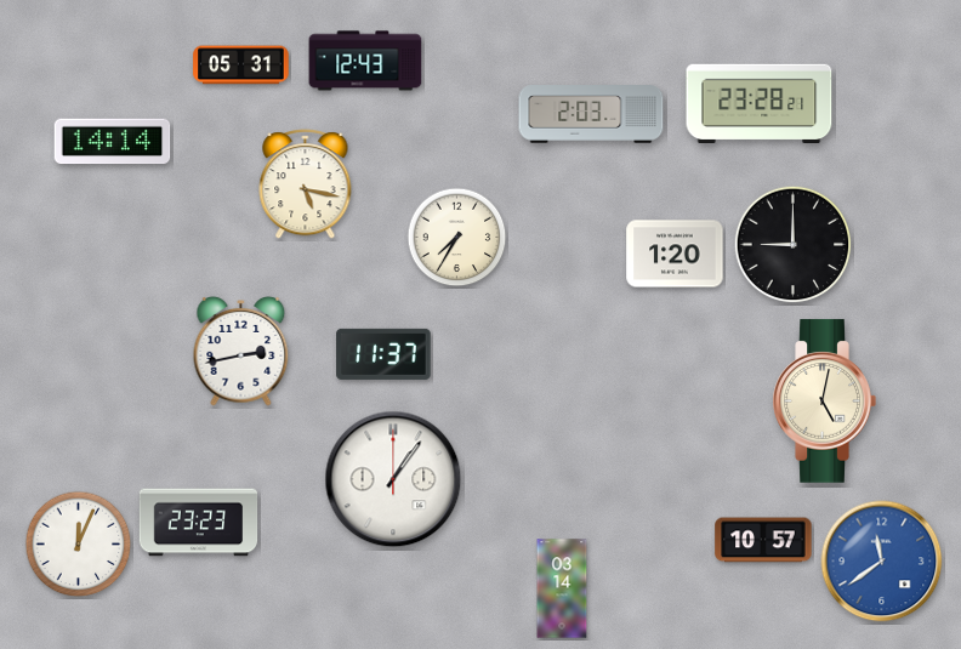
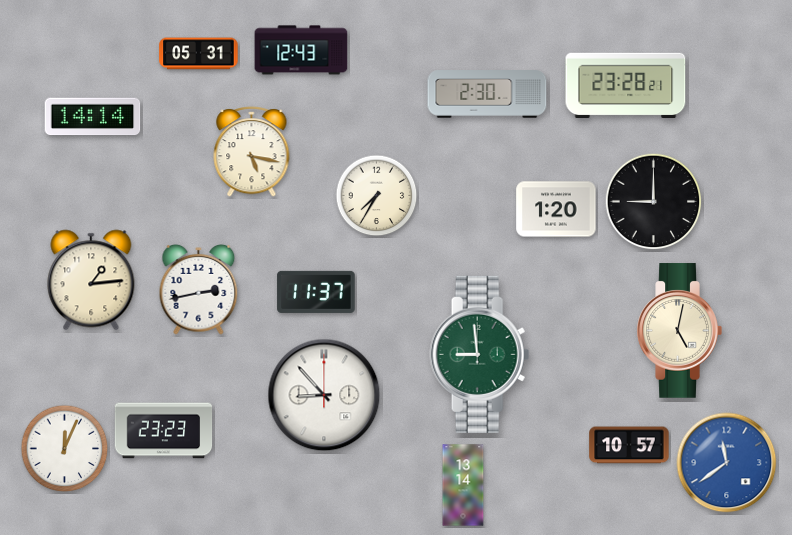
clock at (591, 114): 2:03 -> 2:30
clock at (91, 280): none -> 1:14
clock at (480, 354): none -> 8:59
clock at (393, 479): 1:06 -> 8:53
clock at (562, 588): 03:14 -> 13:14
